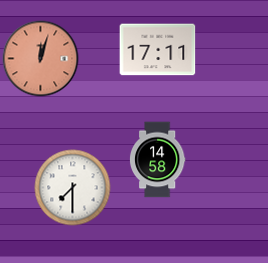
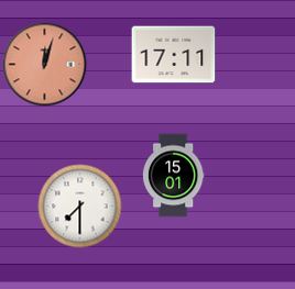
clock at (157, 160): 14:58 -> 15:01
